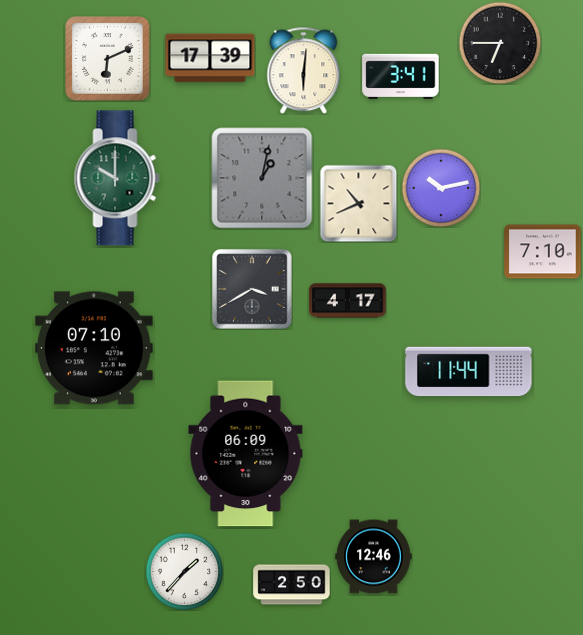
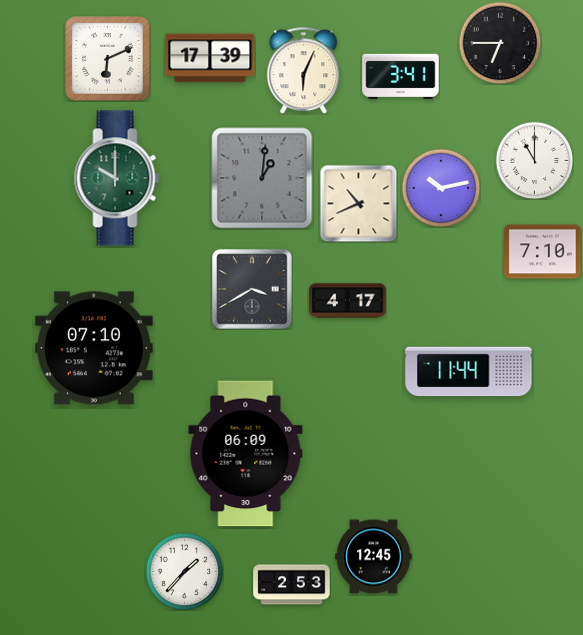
clock at (304, 70): 6:01 -> 6:04
clock at (534, 160): none -> 11:00
clock at (262, 178): 1:02 -> 1:01
clock at (374, 557): 12:46 -> 12:45
clock at (292, 585): 2:50 -> 2:53
